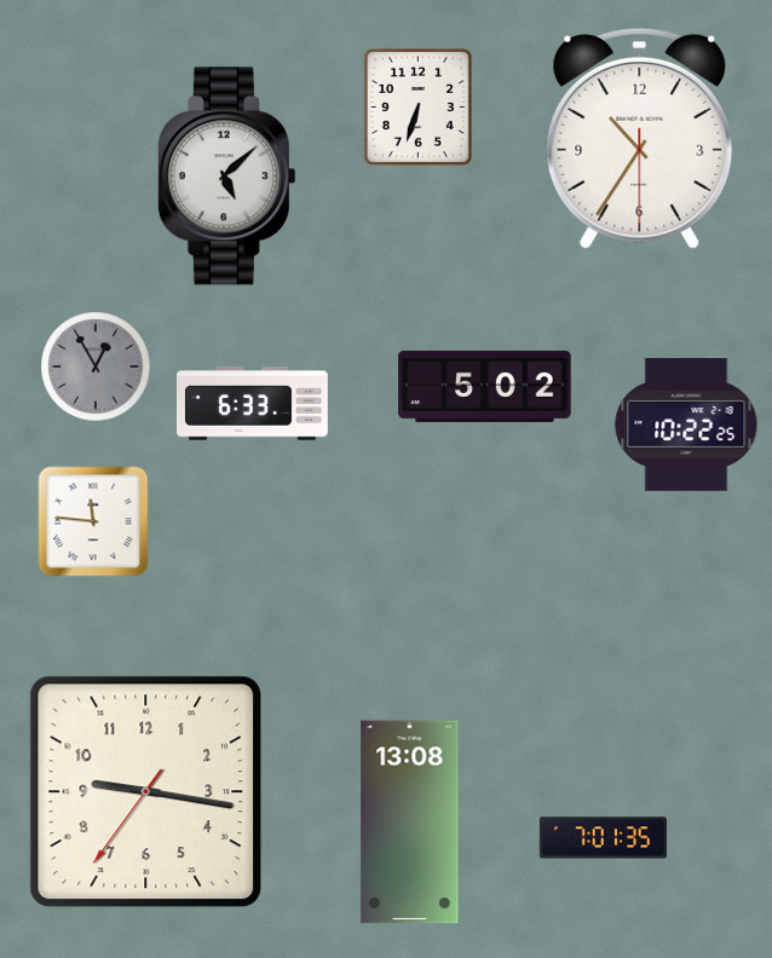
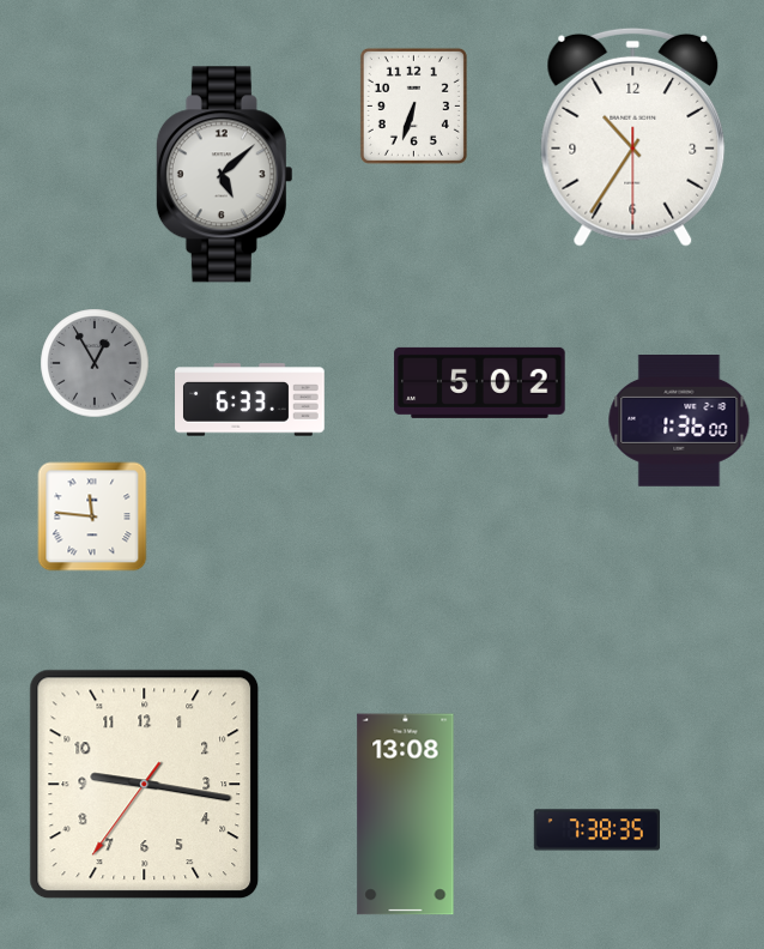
clock at (686, 426): 10:22 -> 1:36
clock at (603, 838): 7:01 -> 7:38
